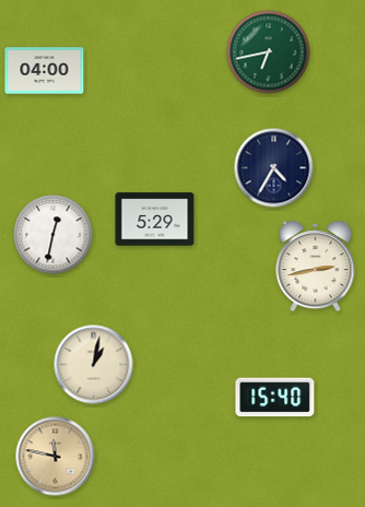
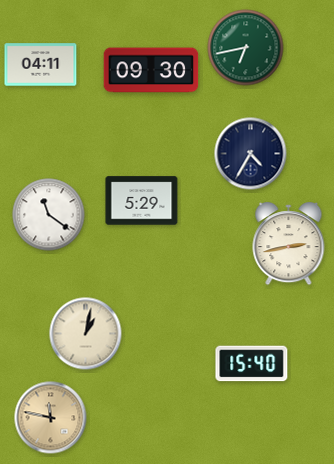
clock at (45, 71): 04:00 -> 04:11
clock at (151, 70): none -> 09:30
clock at (54, 235): 12:32 -> 11:21
